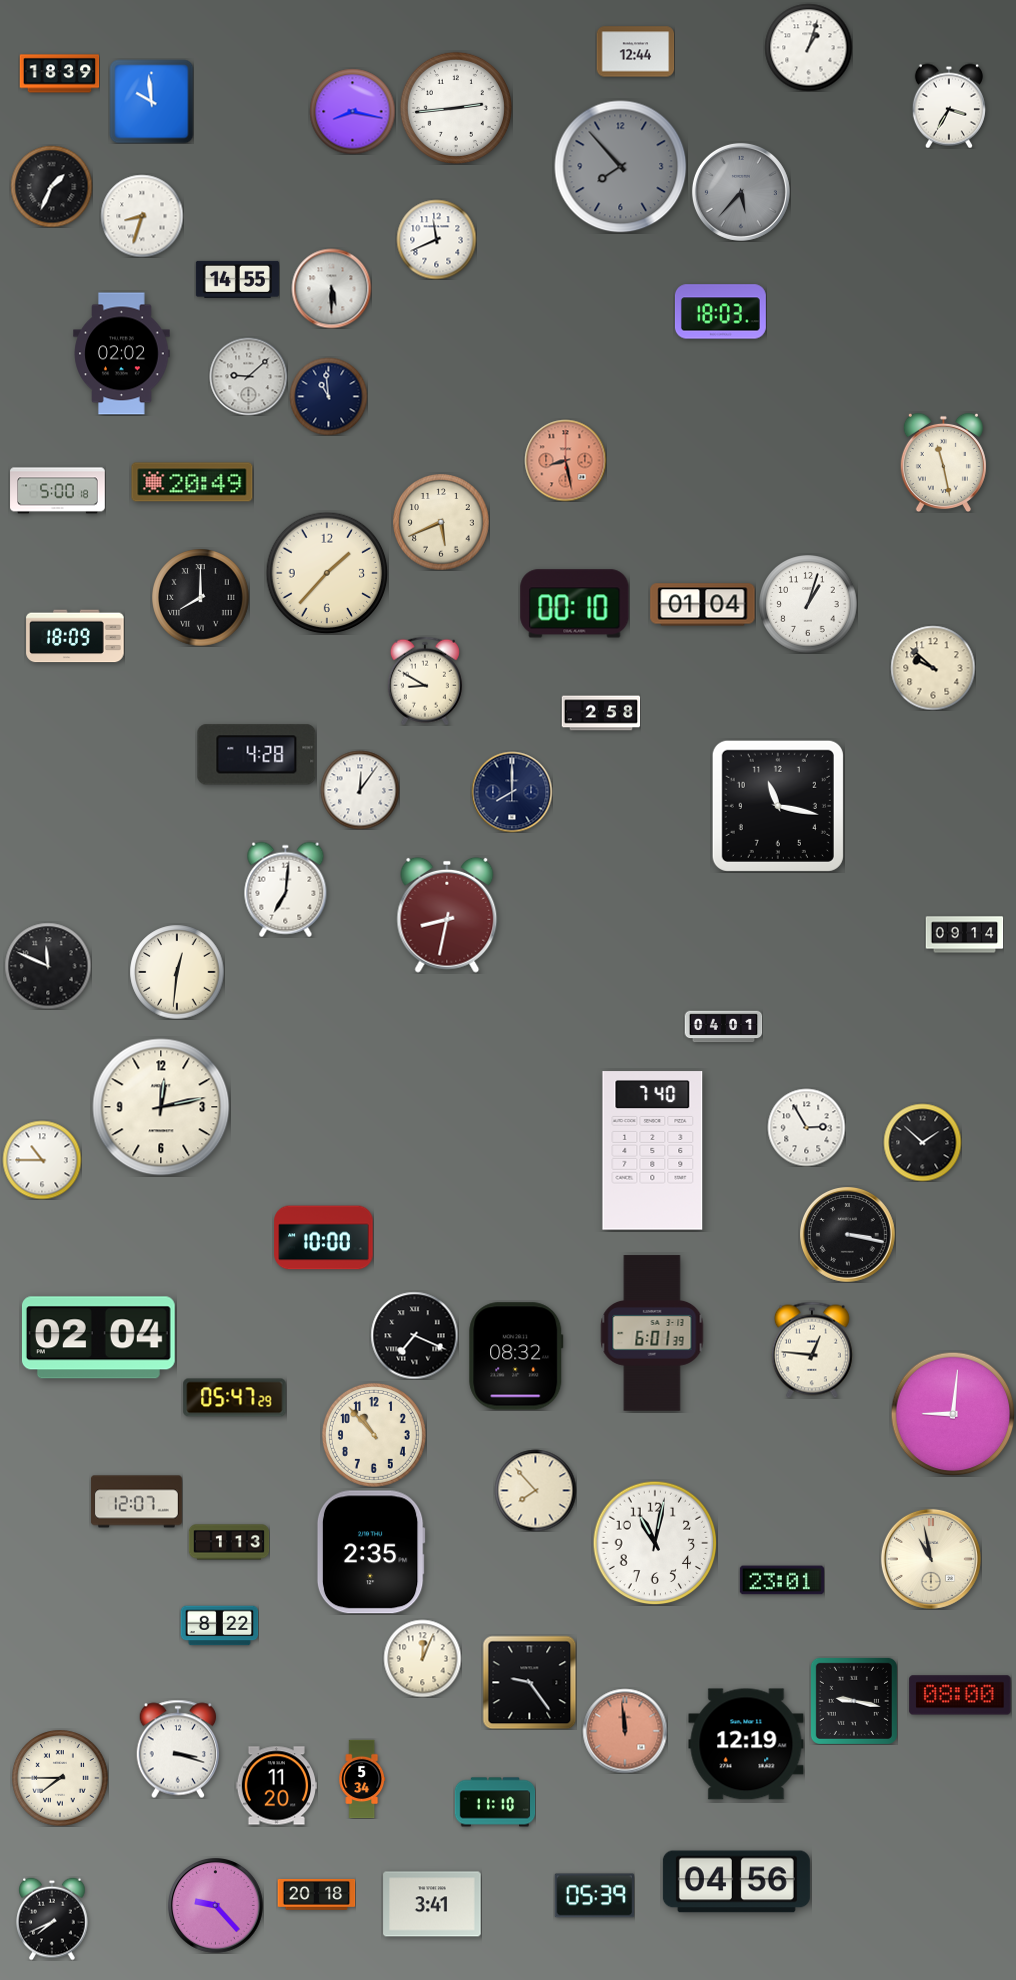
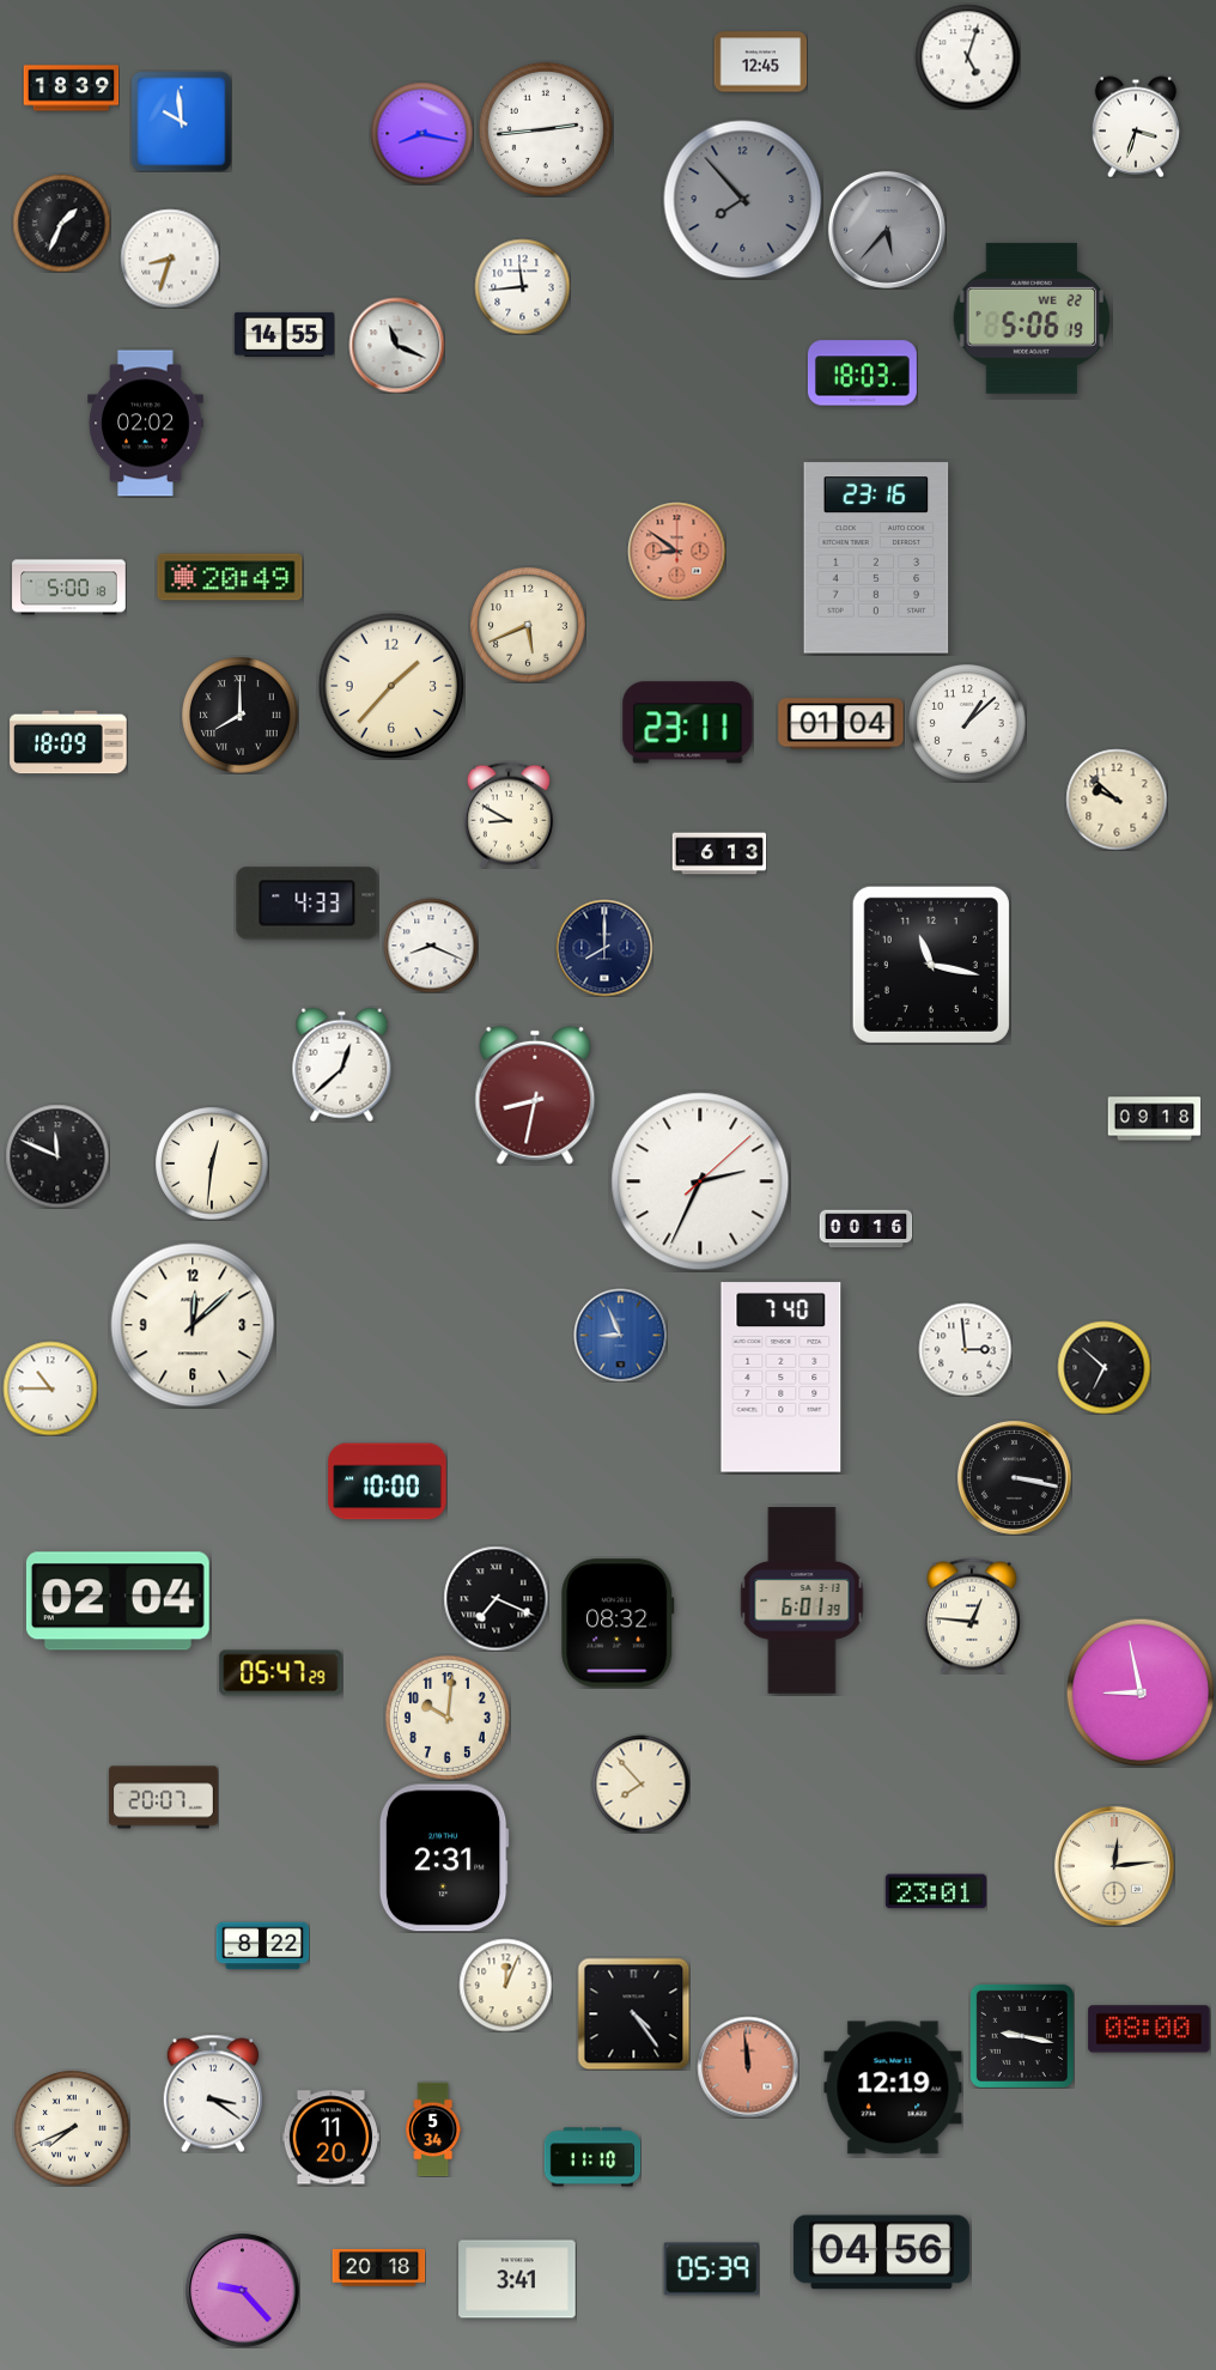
clock at (808, 47): 1:03 -> 5:03
clock at (635, 52): 12:44 -> 12:45
clock at (949, 106): 3:35 -> 3:33
clock at (436, 239): 11:41 -> 11:44
clock at (1030, 318): none -> 5:06
clock at (331, 288): 5:30 -> 11:19
clock at (248, 376): 9:08 -> none
clock at (328, 396): 10:59 -> none
clock at (565, 460): 8:28 -> 8:51
clock at (943, 462): 11:28 -> none
clock at (876, 558): none -> 23:16
clock at (575, 604): 00:10 -> 23:11
clock at (808, 604): 1:03 -> 1:08
clock at (75, 636) position: (75, 636) -> (68, 742)
clock at (601, 713): 2:58 -> 6:13
clock at (257, 755): 4:28 -> 4:33
clock at (360, 790): 12:06 -> 8:19
clock at (512, 792) position: (512, 792) -> (604, 948)
clock at (286, 889): 7:01 -> 12:38
clock at (964, 935): 09:14 -> 09:18
clock at (700, 1181): none -> 2:34
clock at (723, 1027): 04:01 -> 00:16
clock at (161, 1107): 12:13 -> 12:08
clock at (620, 1335): none -> 8:56
clock at (806, 1127): 2:55 -> 2:59
clock at (922, 1142): 1:52 -> 6:52
clock at (652, 1333) position: (652, 1333) -> (802, 1600)
clock at (953, 1414): 9:01 -> 8:58
clock at (374, 1435): 10:53 -> 10:01
clock at (136, 1502): 12:07 -> 20:07
clock at (229, 1542): 1:13 -> none
clock at (655, 1543): 11:02 -> none
clock at (371, 1552): 2:35 -> 2:31
clock at (931, 1559): 10:58 -> 12:14
clock at (529, 1682): 9:24 -> 4:24
clock at (625, 1731) position: (625, 1731) -> (748, 2067)
clock at (177, 1749): 3:18 -> 3:21
clock at (60, 1778): 7:45 -> 7:41
clock at (216, 1906) position: (216, 1906) -> (243, 2291)
clock at (52, 1919): 7:41 -> none
